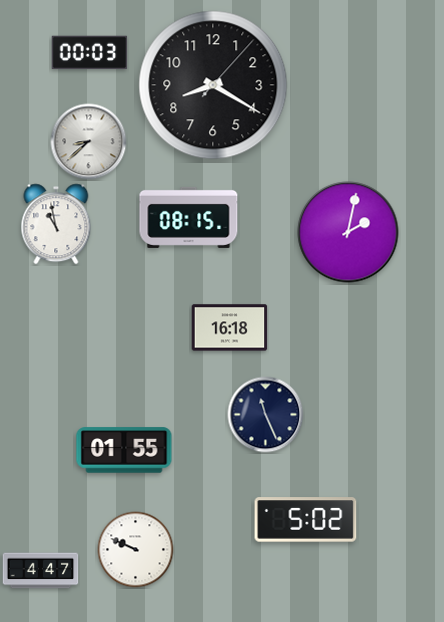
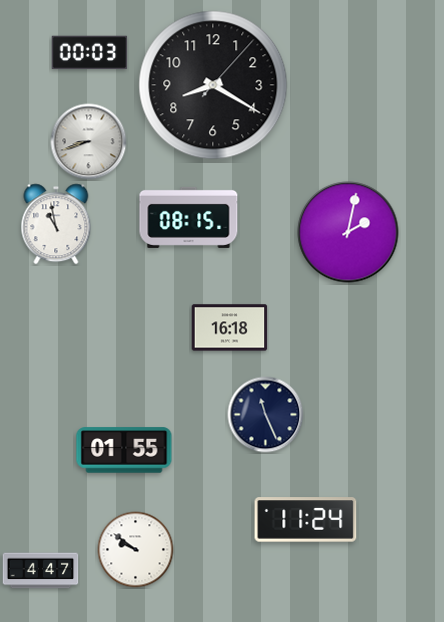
clock at (89, 142): 8:38 -> 8:42
clock at (306, 520): 5:02 -> 11:24
clock at (136, 550): 9:49 -> 9:51
